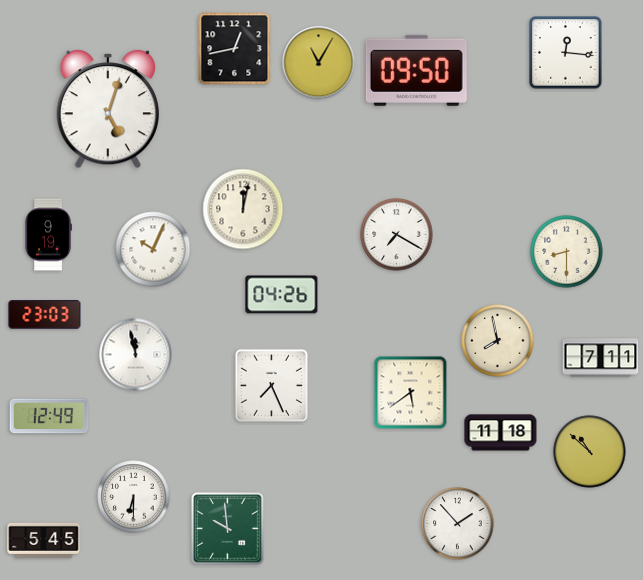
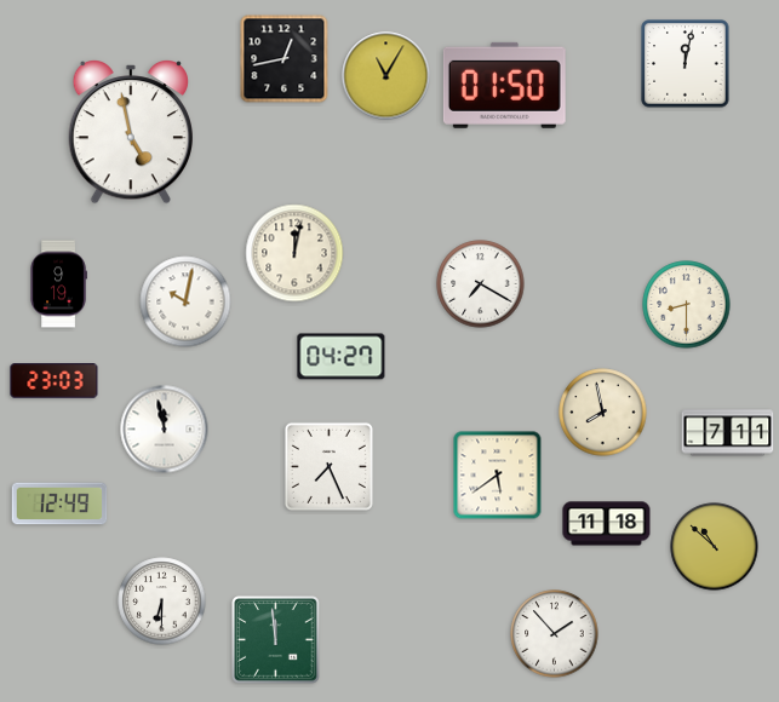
clock at (566, 53): 12:16 -> 12:02
clock at (416, 70): 09:50 -> 01:50
clock at (107, 110): 5:03 -> 4:58
clock at (153, 249): 10:04 -> 10:02
clock at (282, 295): 04:26 -> 04:27
clock at (228, 529): 9:59 -> 11:59
clock at (44, 540): 5:45 -> none
